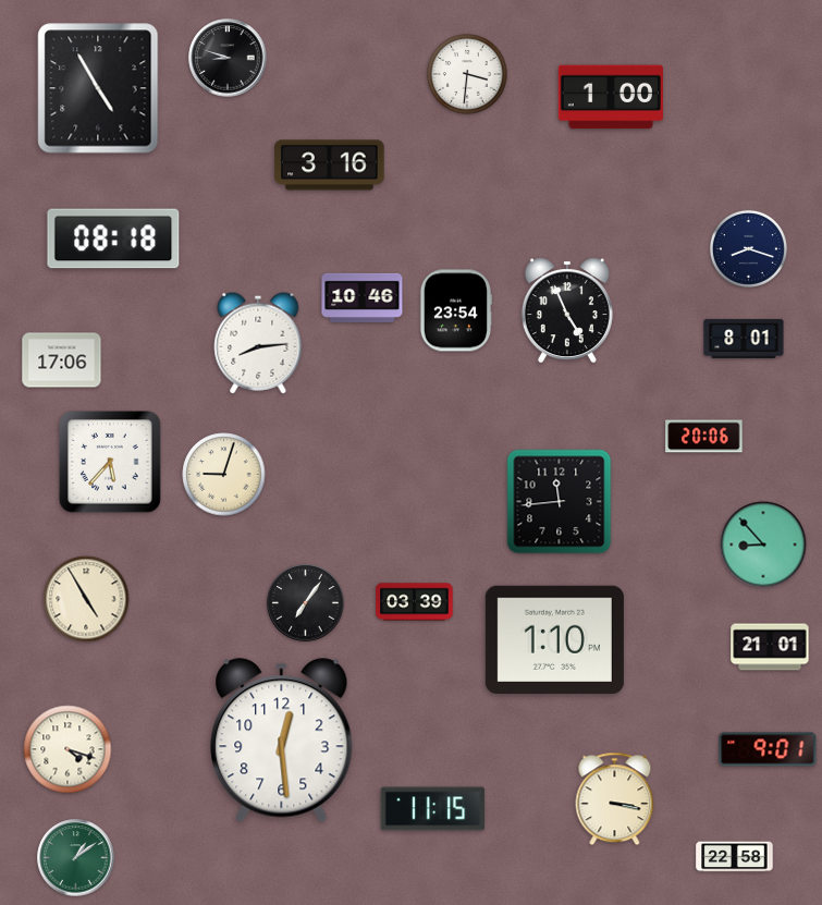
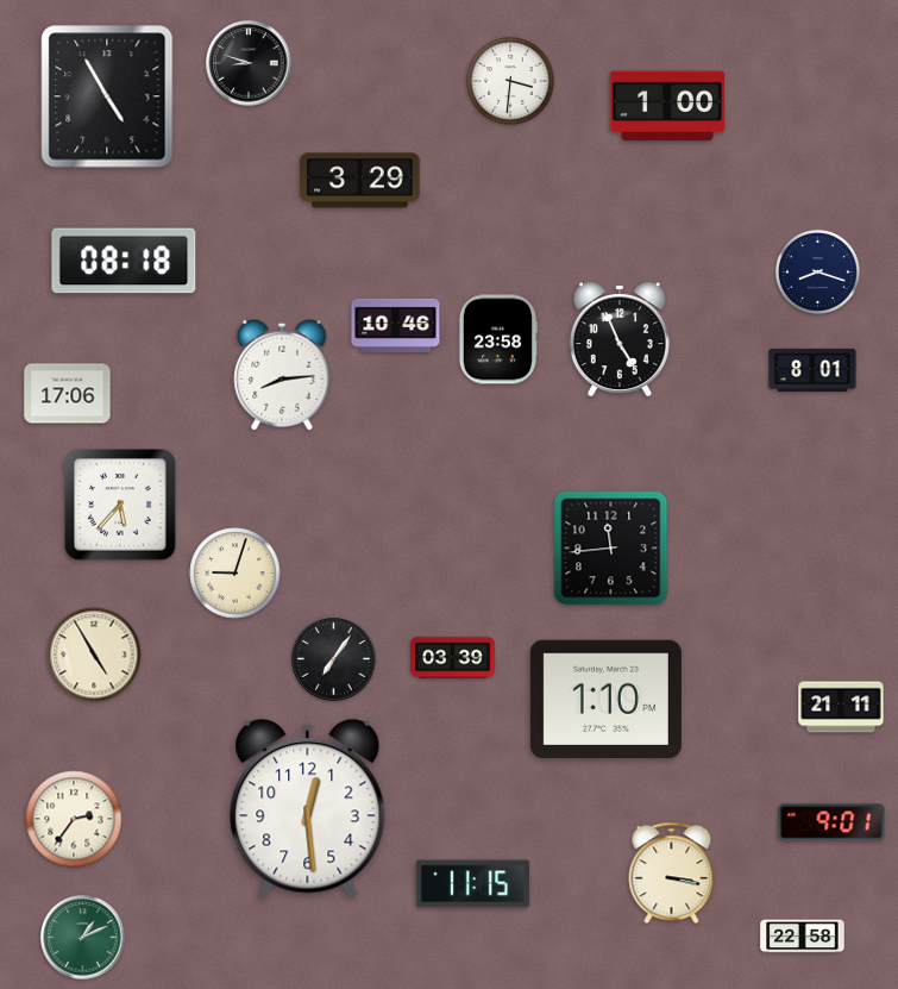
clock at (330, 166): 3:16 -> 3:29
clock at (455, 310): 23:54 -> 23:58
clock at (704, 437): 20:06 -> none
clock at (224, 475) position: (224, 475) -> (236, 574)
clock at (763, 545): 8:53 -> none
clock at (770, 647): 21:01 -> 21:11
clock at (68, 749): 4:18 -> 2:36
clock at (768, 749) position: (768, 749) -> (831, 822)
clock at (76, 858): 1:09 -> 1:11
